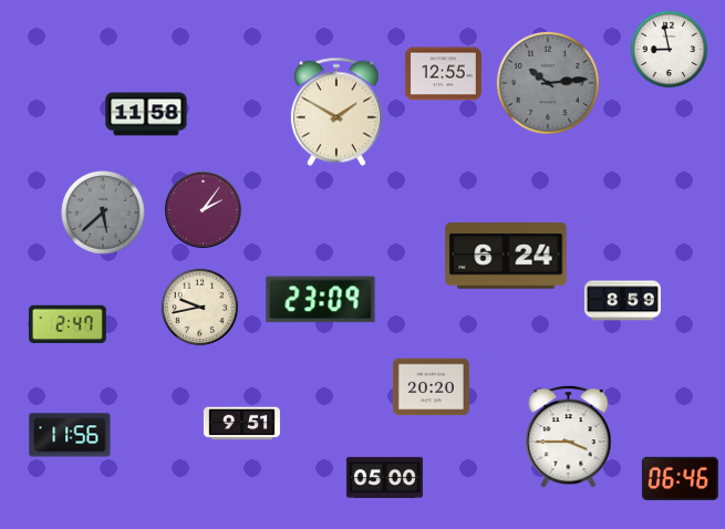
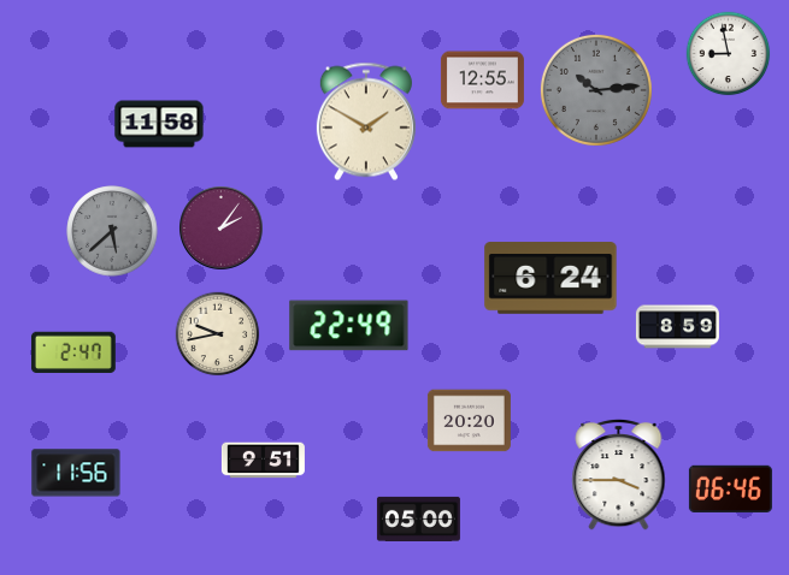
clock at (321, 300): 23:09 -> 22:49
clock at (680, 478) position: (680, 478) -> (730, 488)
